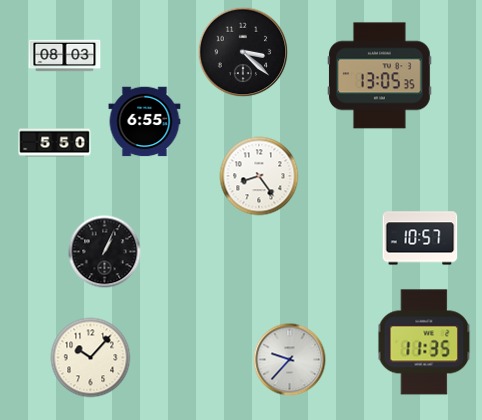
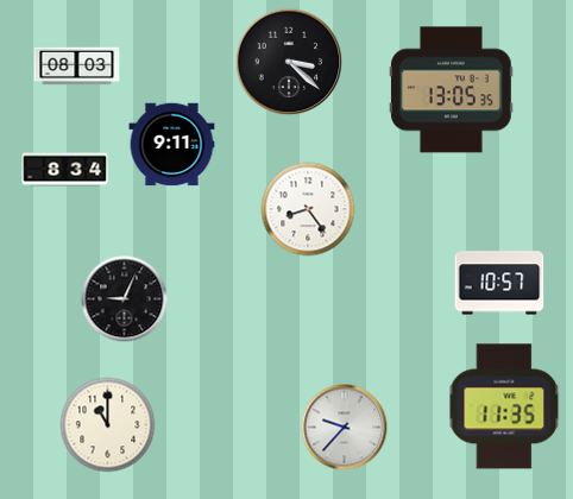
clock at (145, 122): 6:55 -> 9:11
clock at (55, 143): 5:50 -> 8:34
clock at (105, 252): 1:04 -> 9:04
clock at (91, 358): 10:07 -> 11:00
